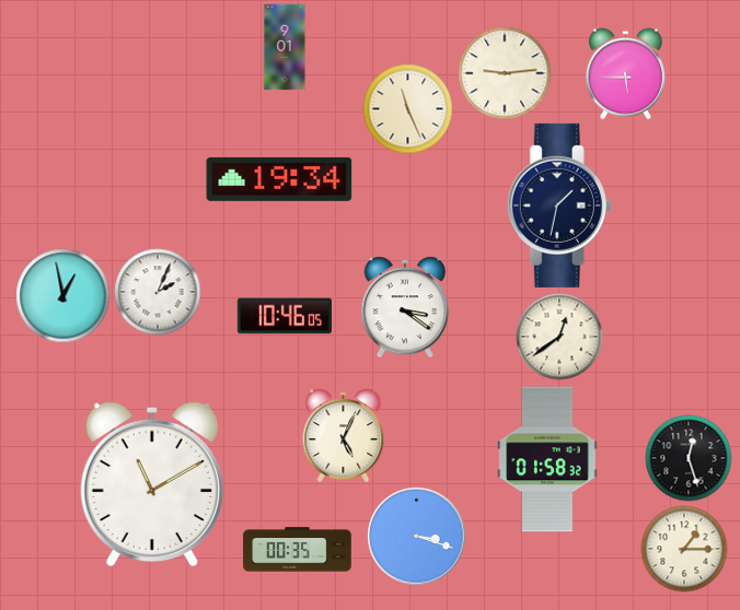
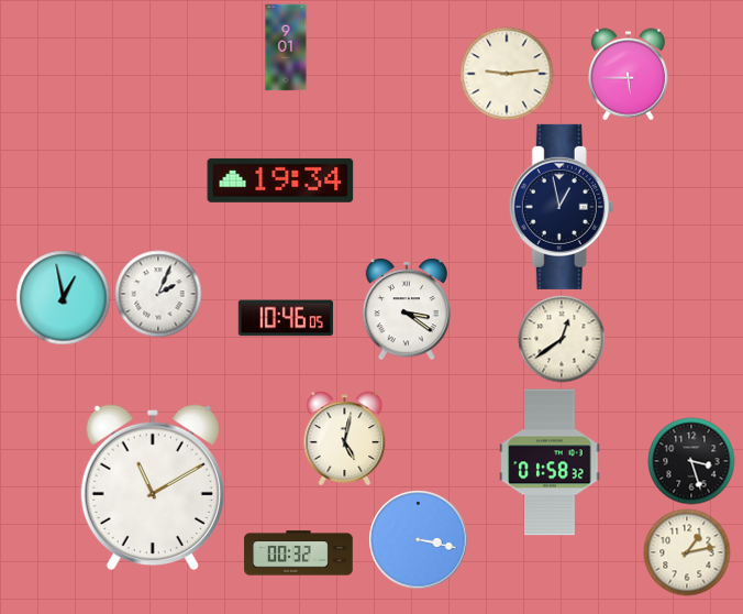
clock at (407, 108): 11:26 -> none
clock at (559, 206): 1:32 -> 12:58
clock at (344, 435): 5:04 -> 5:02
clock at (689, 458): 12:27 -> 3:27
clock at (416, 536): 3:18 -> 3:17
clock at (684, 549): 1:15 -> 1:13
clock at (298, 550): 00:35 -> 00:32
